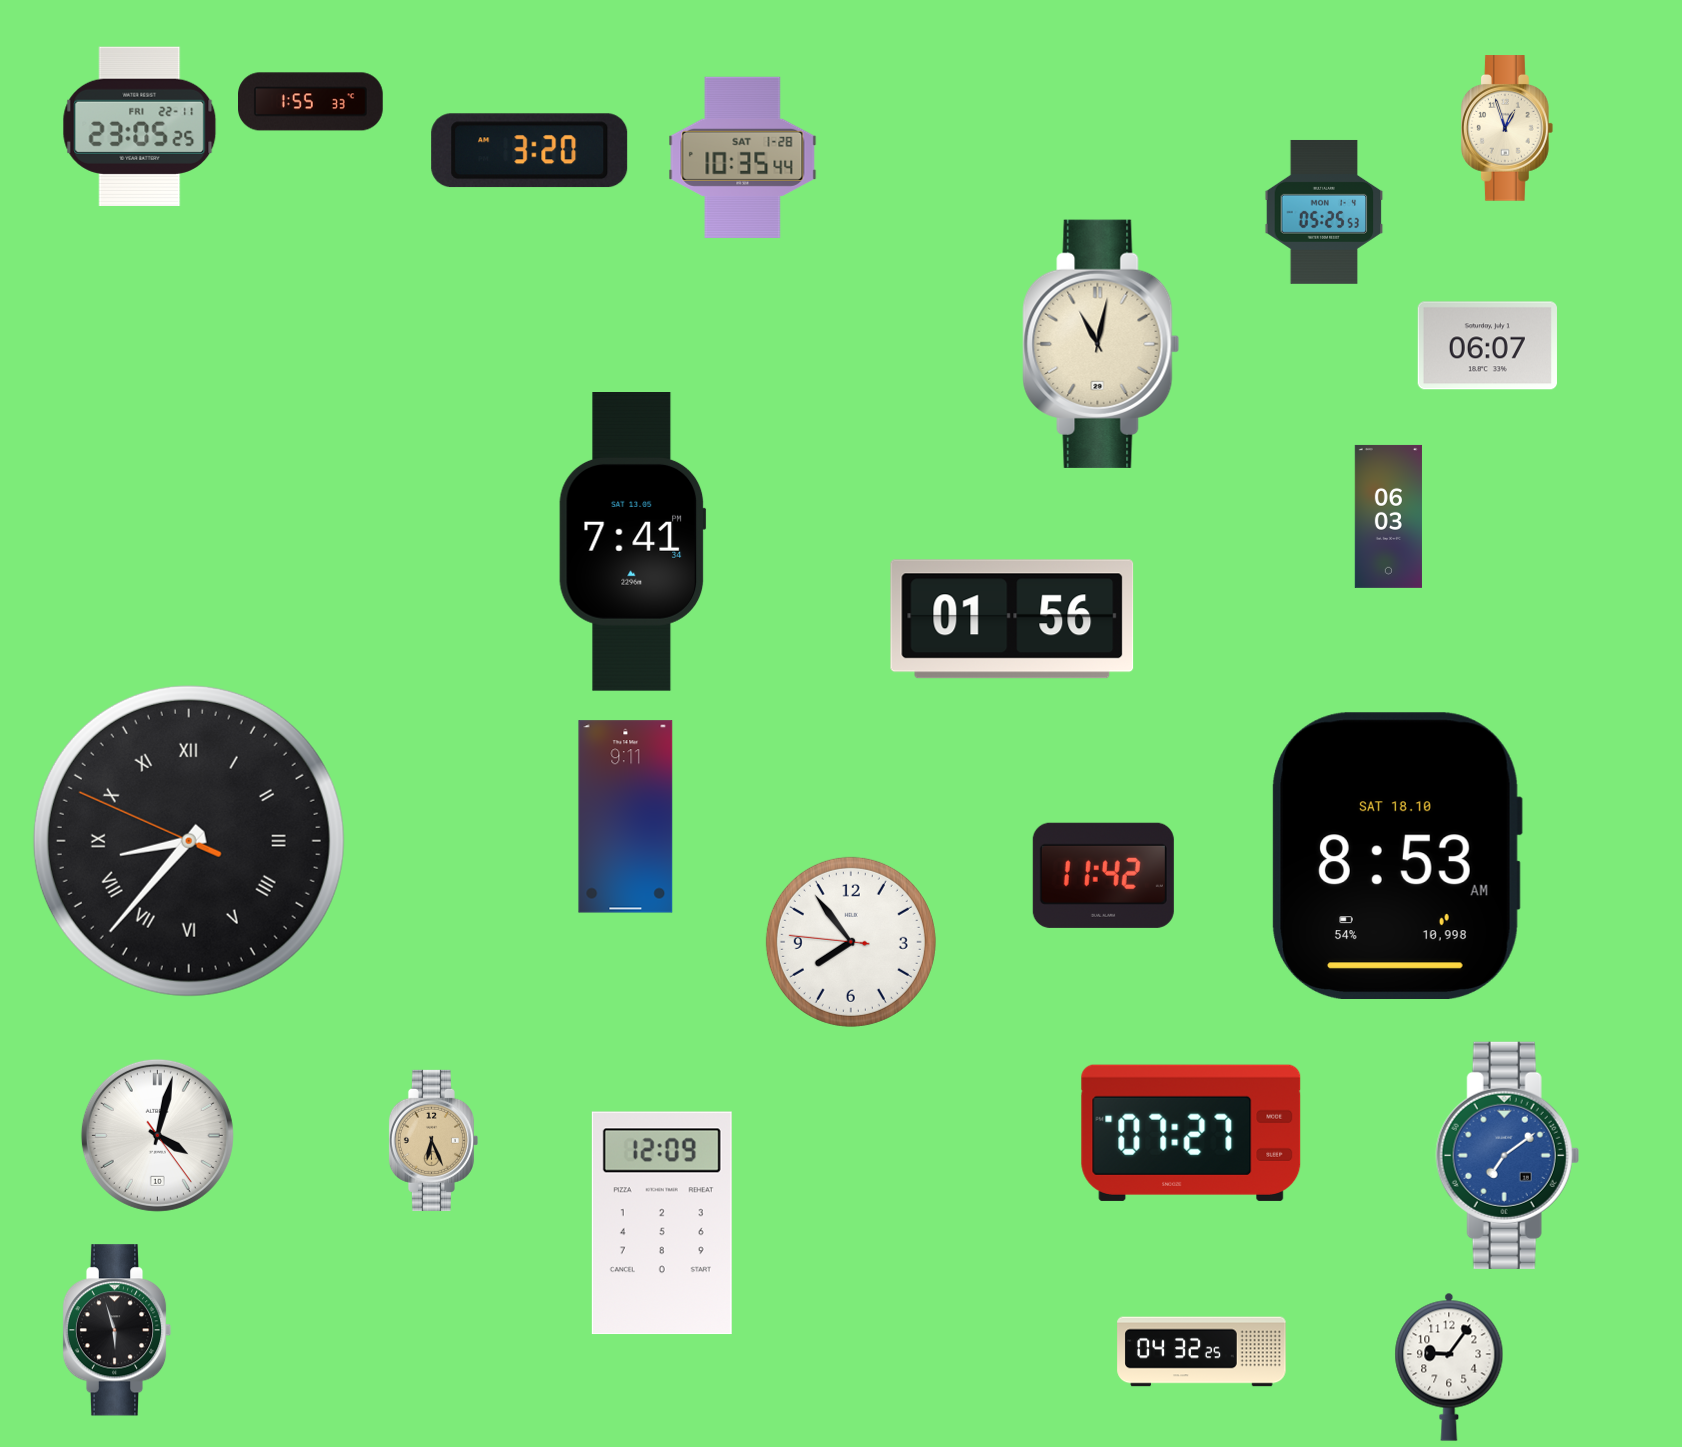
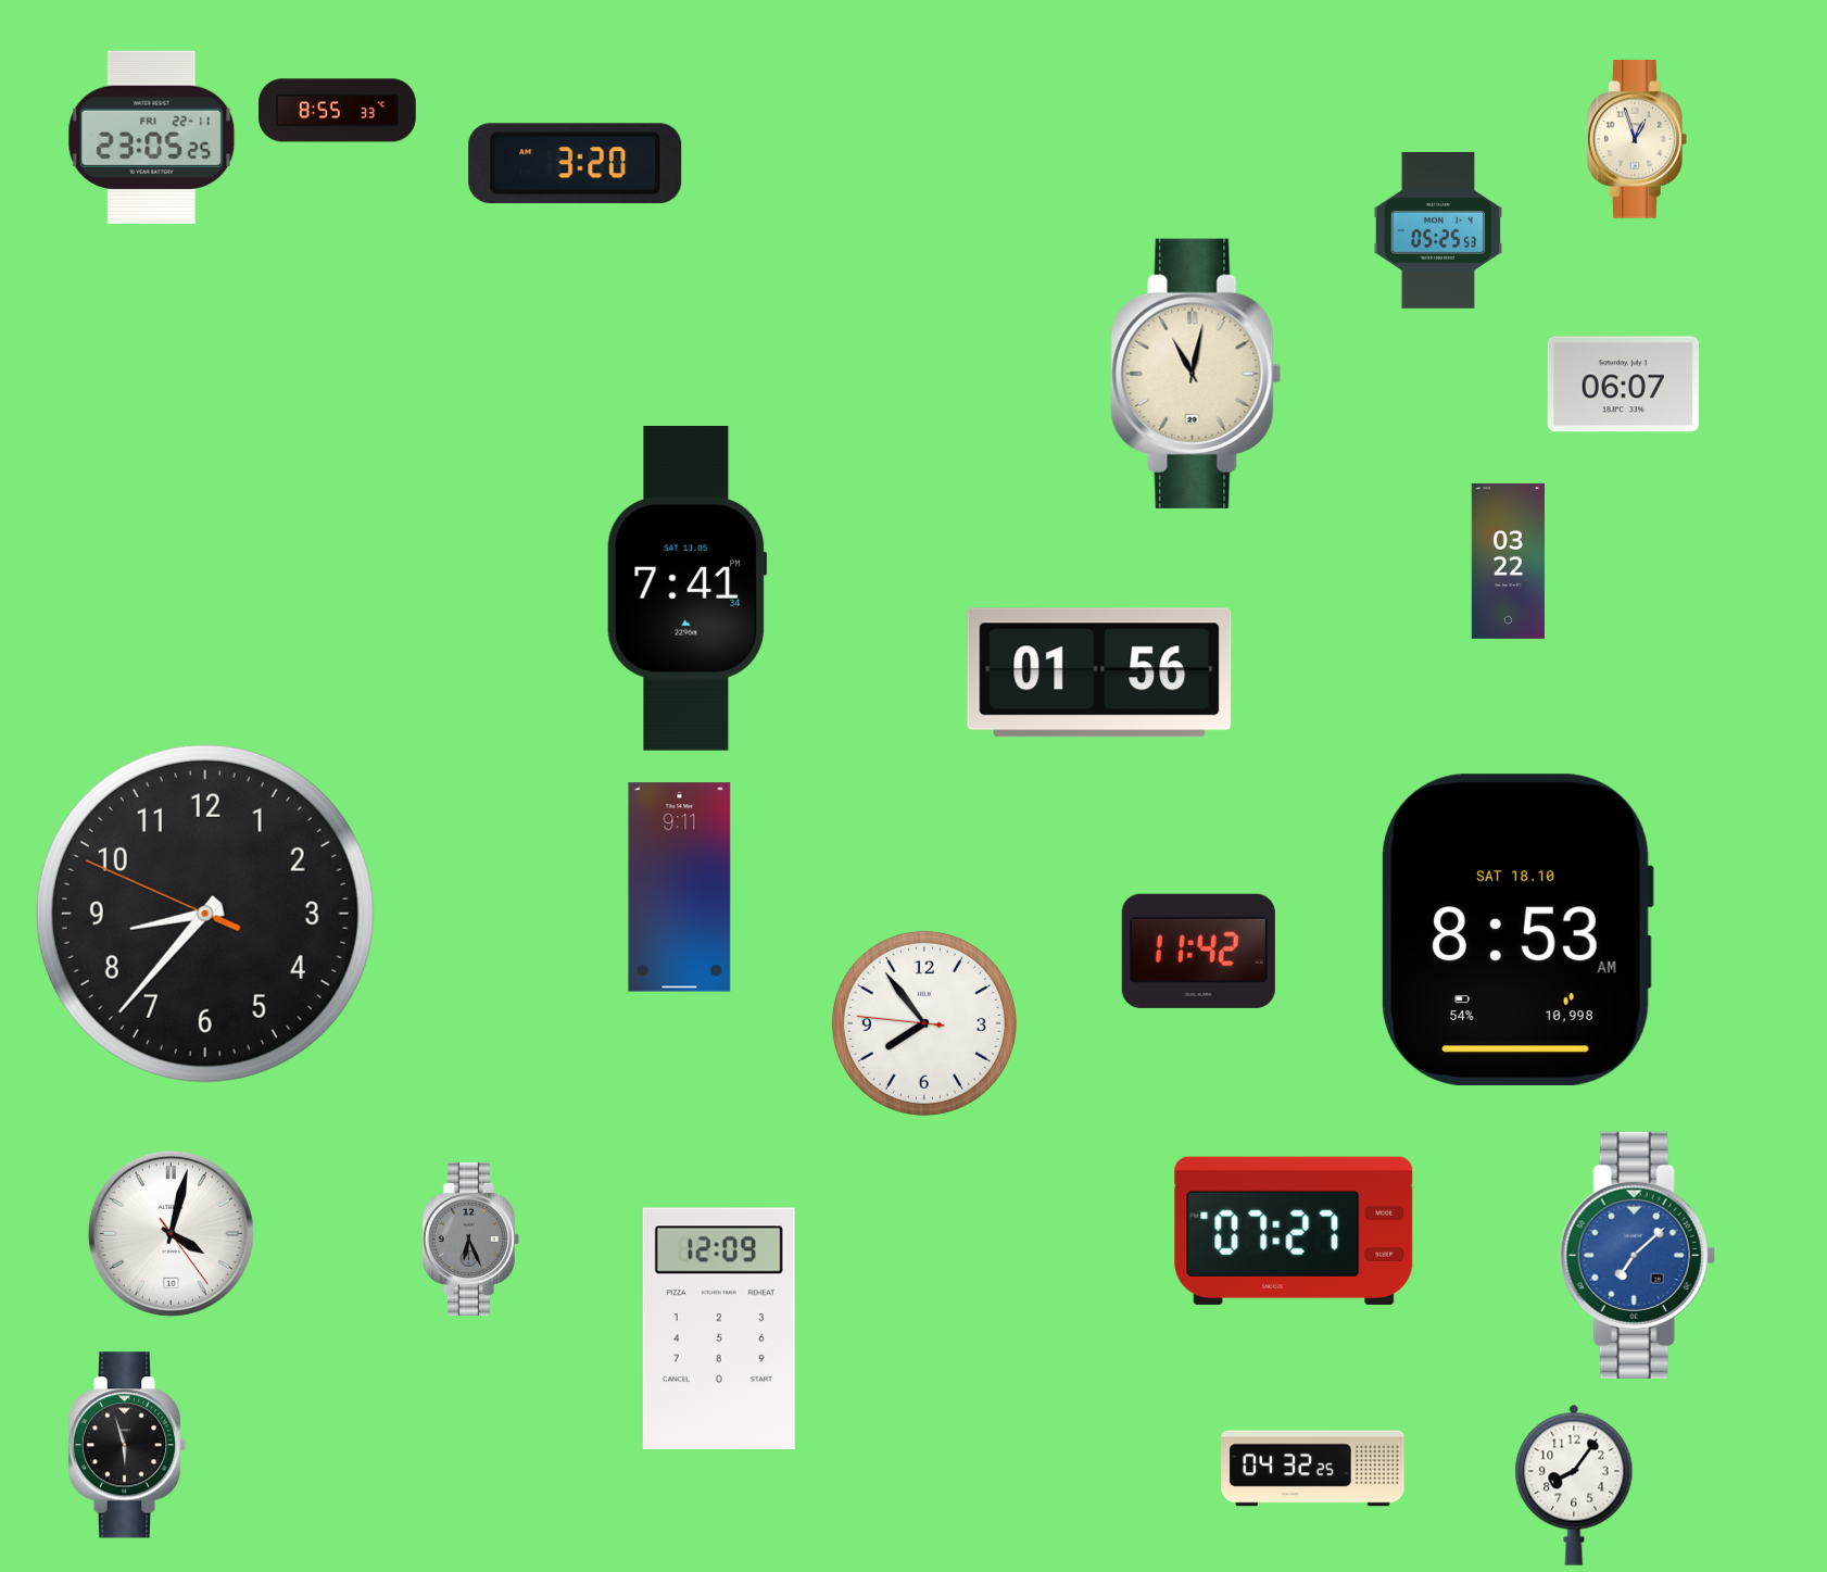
clock at (311, 102): 1:55 -> 8:55
clock at (743, 157): 10:35 -> none
clock at (1487, 346) position: (1487, 346) -> (1623, 385)
clock at (1388, 516): 06:03 -> 03:22
clock at (189, 841) numerals: Roman -> Arabic
clock at (433, 1140) dial: champagne -> grey
clock at (1507, 1155): 7:09 -> 7:08
clock at (1202, 1352) position: (1202, 1352) -> (1313, 1469)
clock at (1449, 1367): 9:06 -> 8:06
